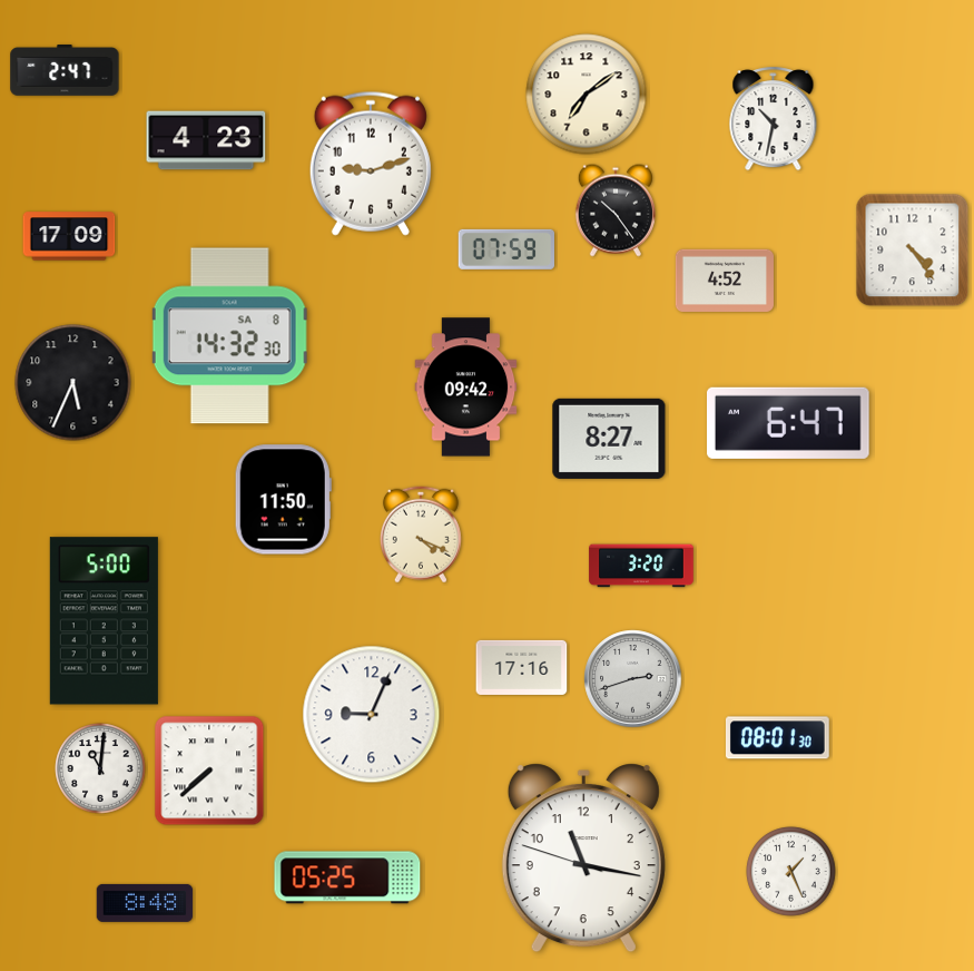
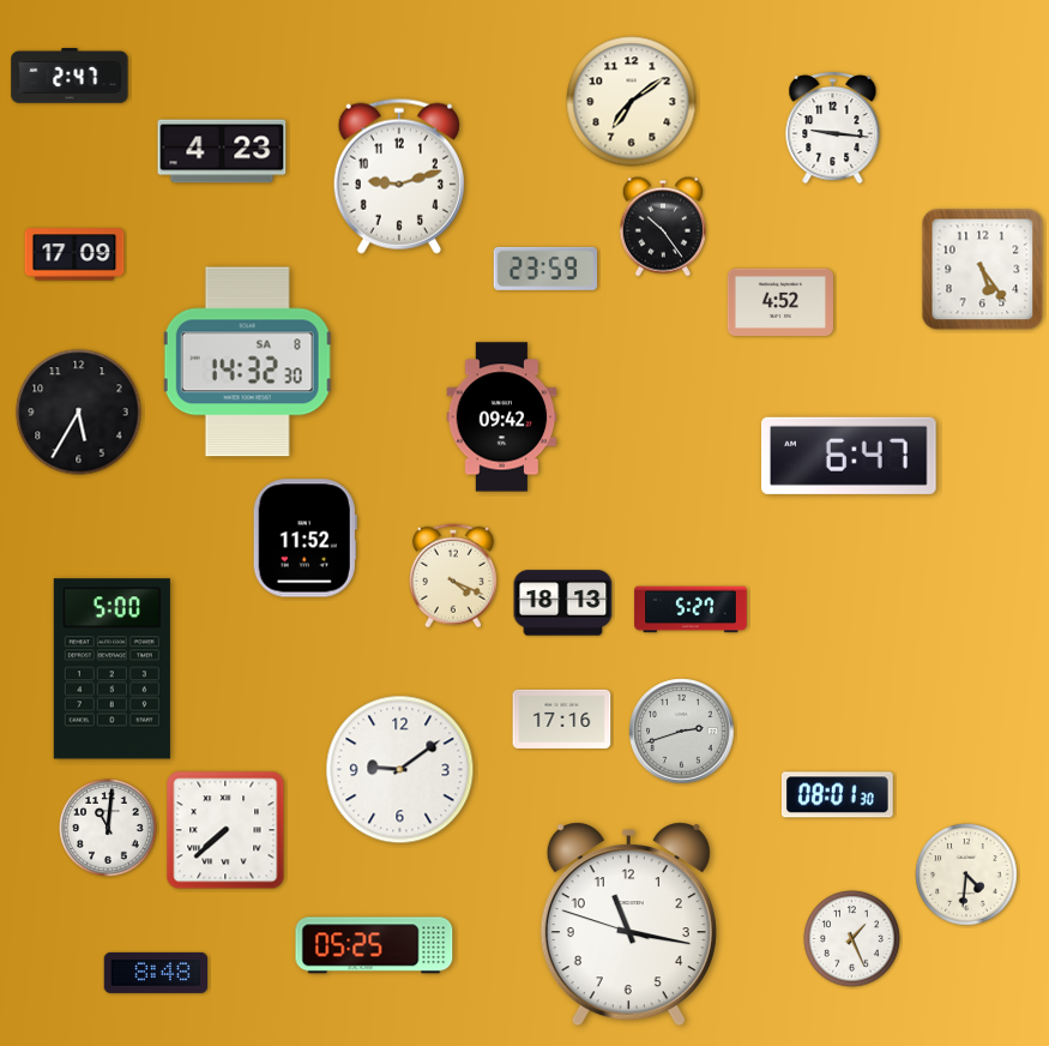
clock at (774, 119): 10:32 -> 9:16
clock at (505, 249): 07:59 -> 23:59
clock at (913, 251): 4:24 -> 5:24
clock at (73, 383): 5:34 -> 5:35
clock at (609, 439): 8:27 -> none
clock at (283, 500): 11:50 -> 11:52
clock at (563, 603): none -> 18:13
clock at (641, 566): 3:20 -> 5:27
clock at (372, 715): 9:04 -> 9:09
clock at (966, 874): none -> 4:31
